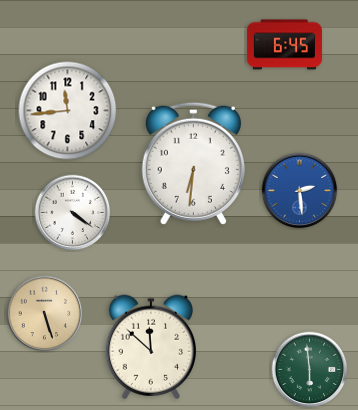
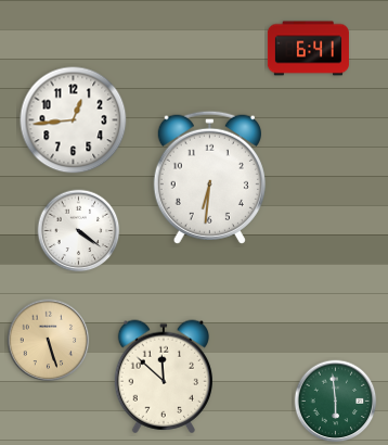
clock at (284, 45): 6:45 -> 6:41
clock at (68, 111): 11:44 -> 12:44
clock at (300, 191): 2:29 -> none
